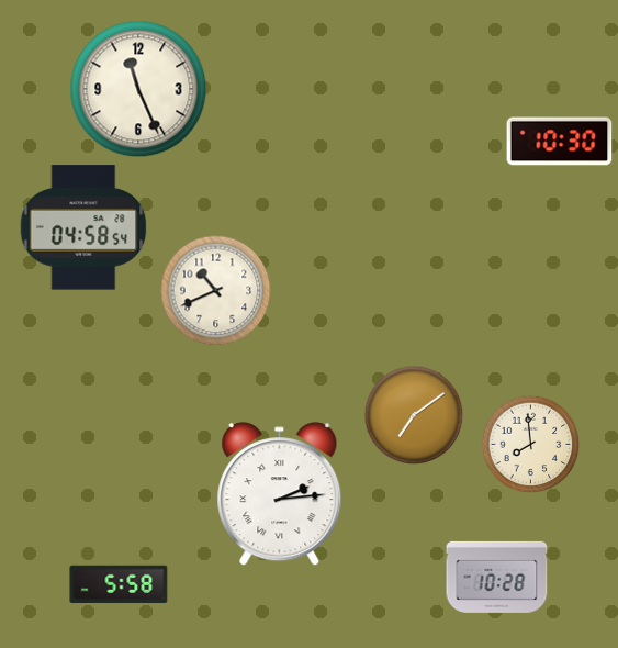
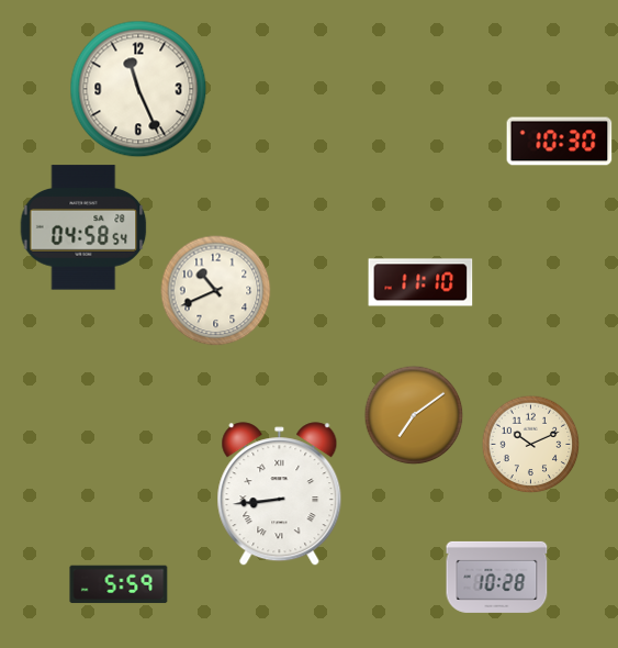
clock at (420, 282): none -> 11:10
clock at (530, 444): 7:59 -> 10:11
clock at (280, 494): 2:14 -> 8:44
clock at (119, 584): 5:58 -> 5:59
